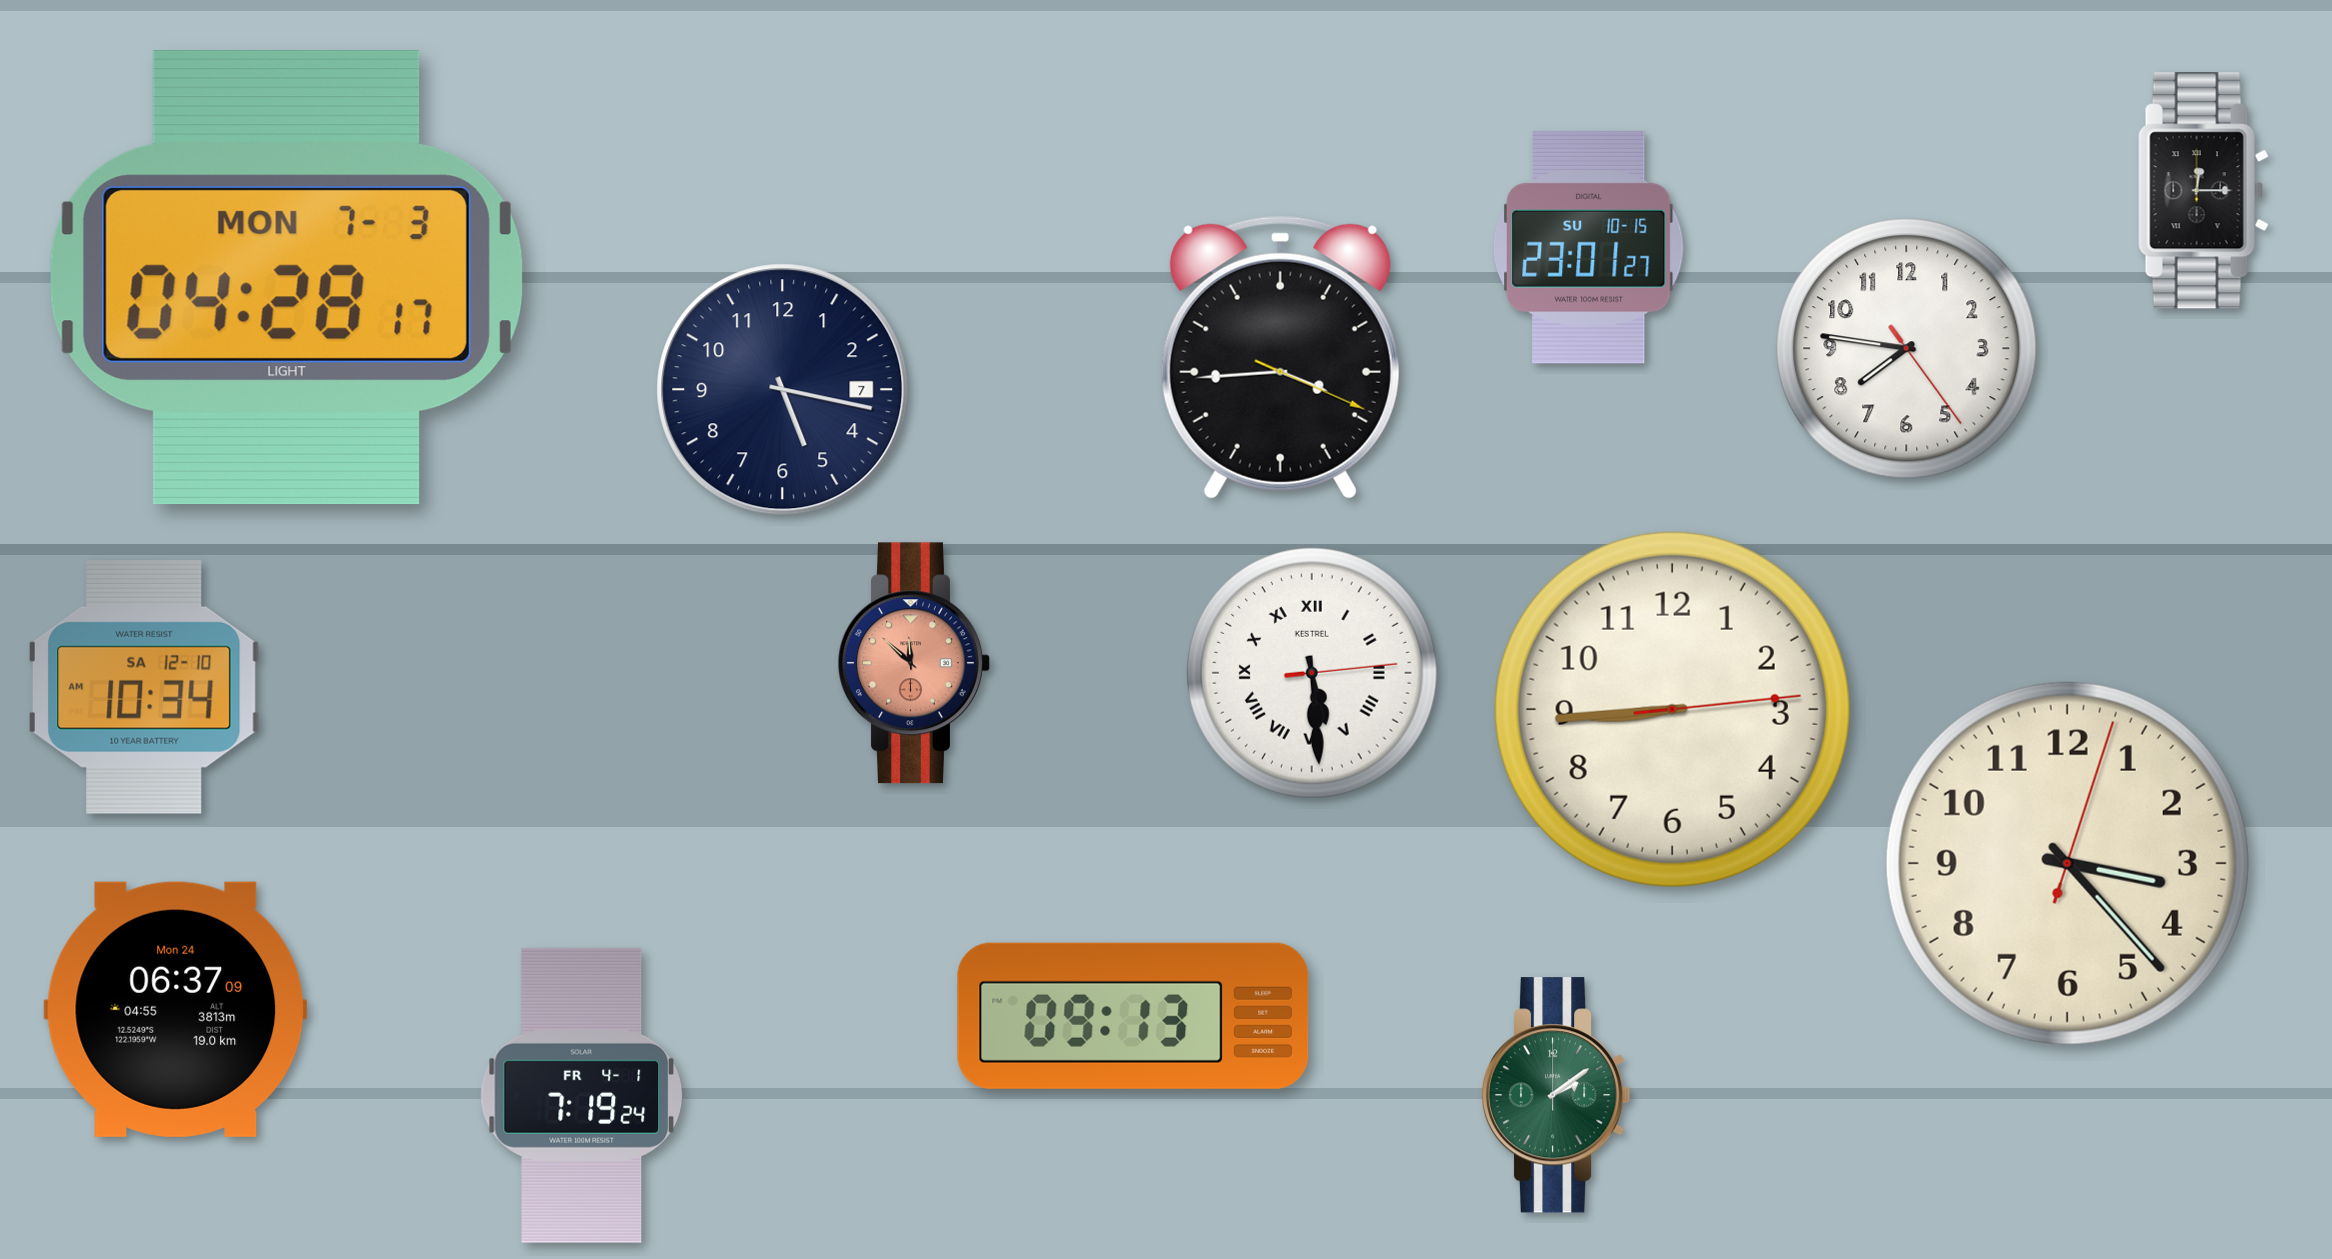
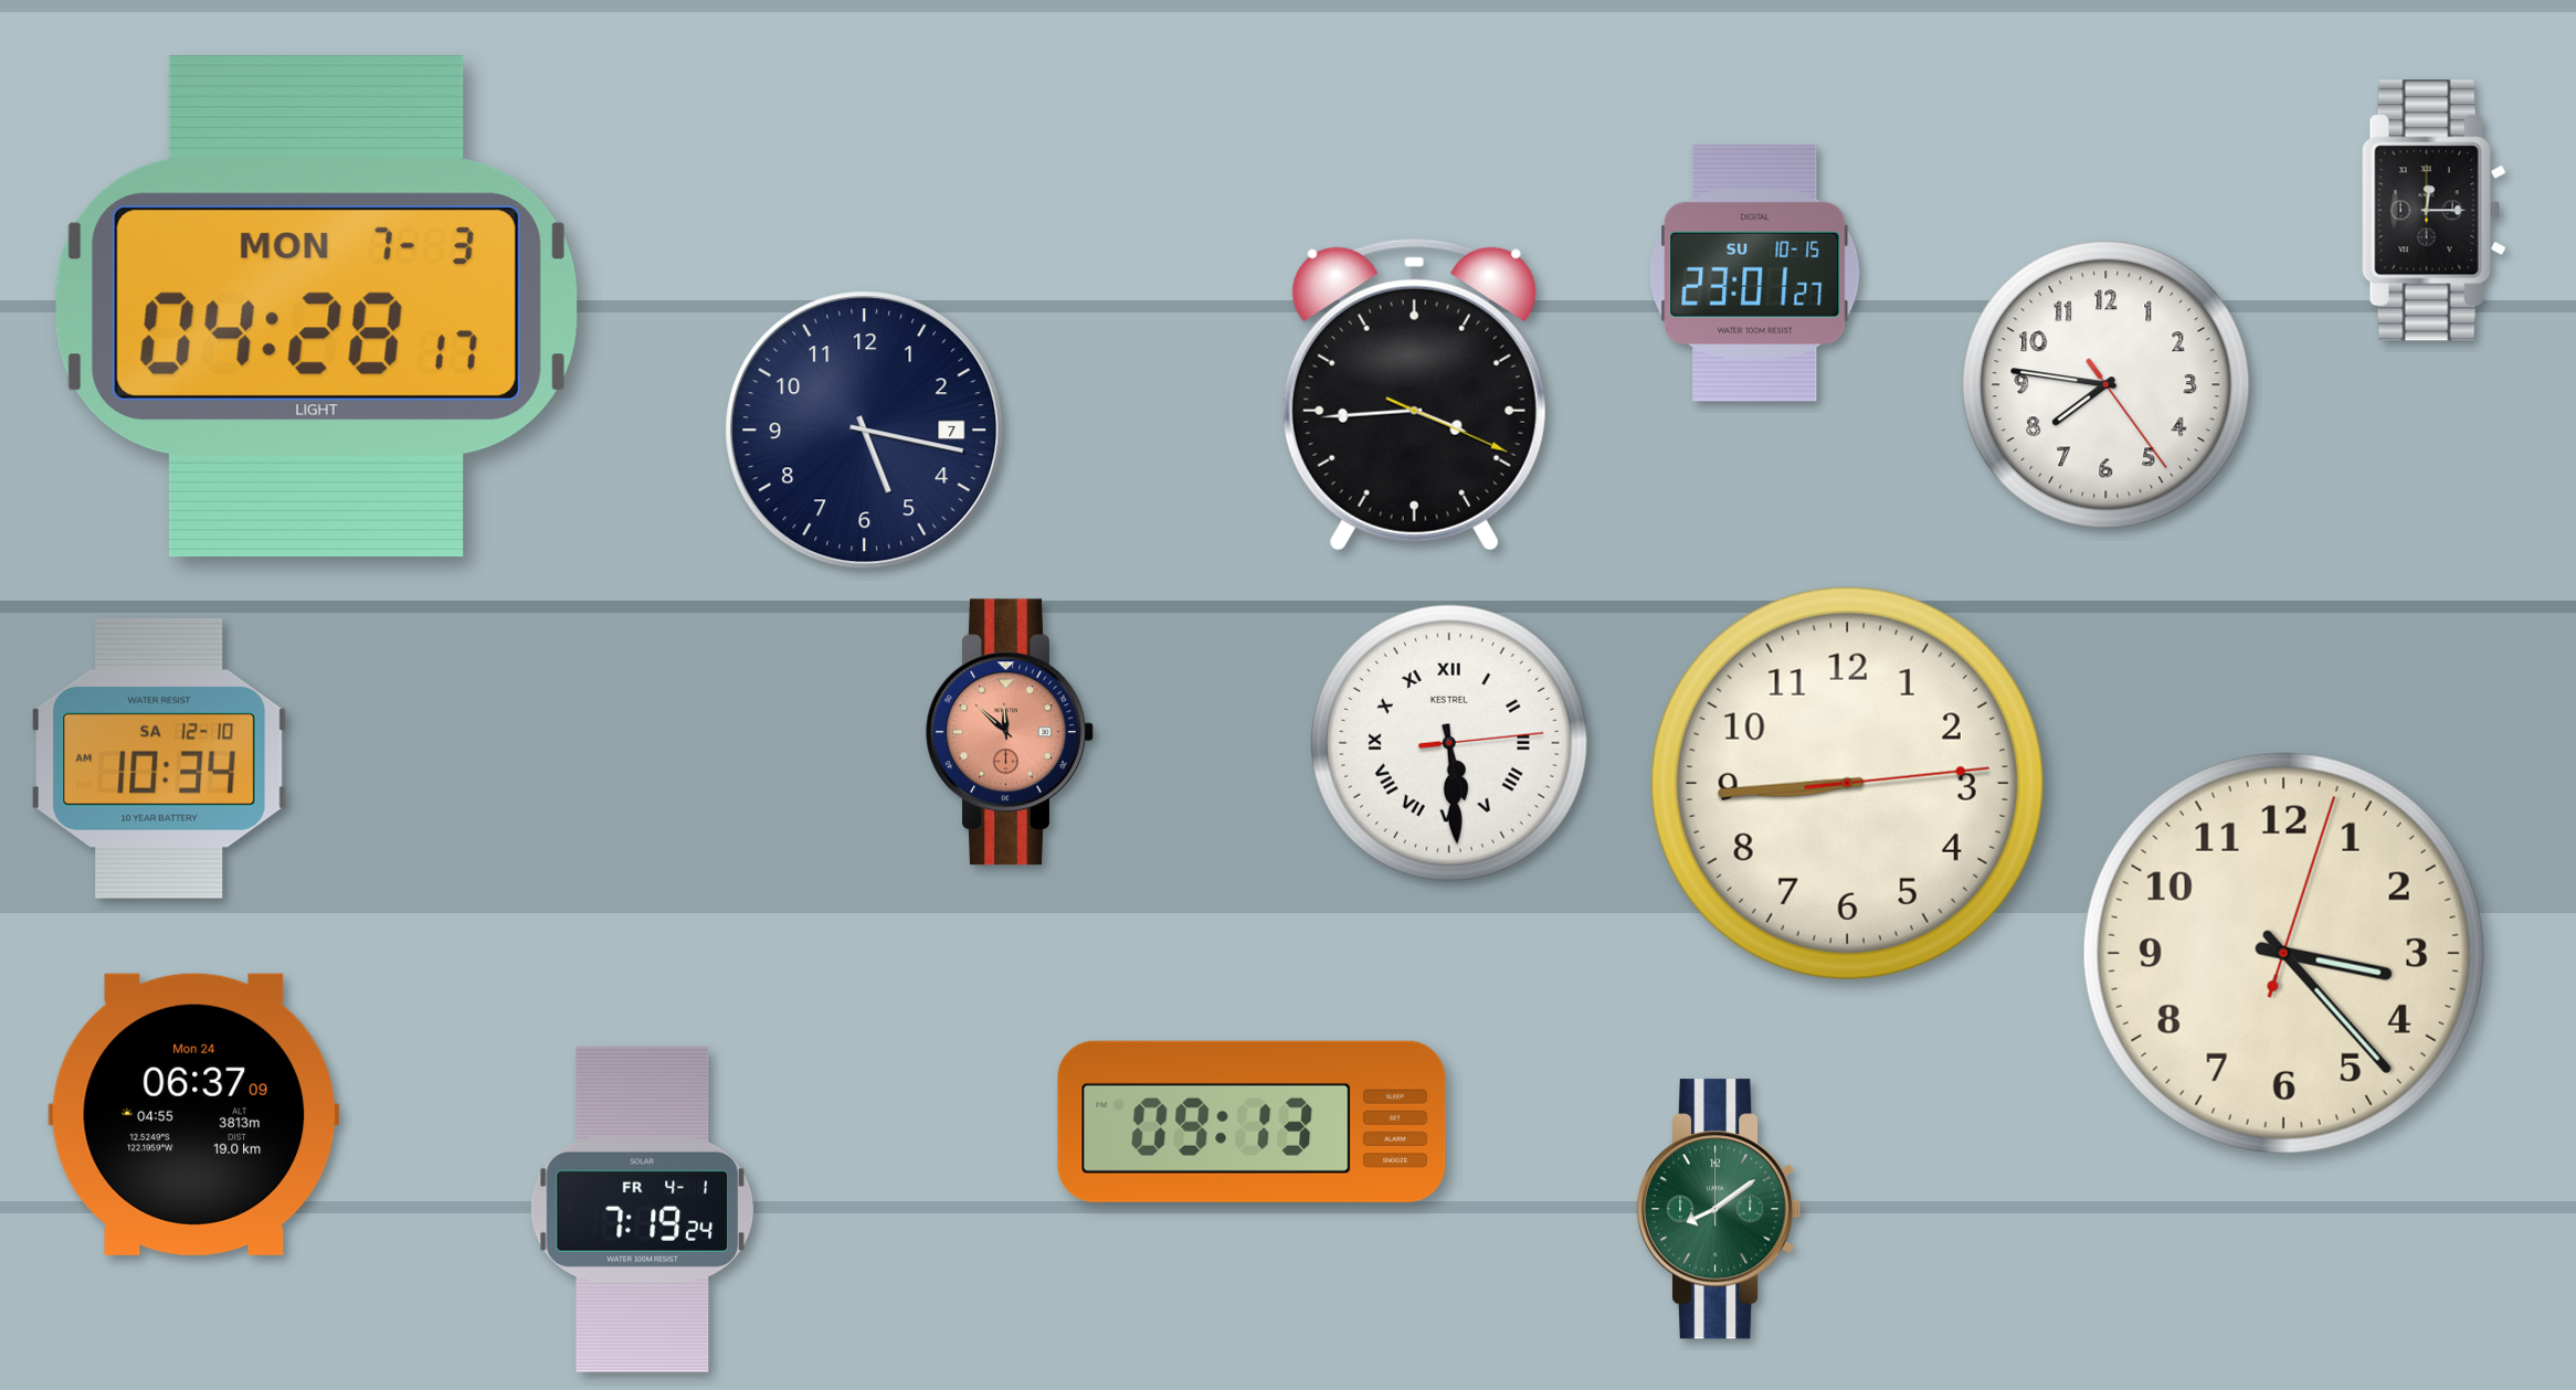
clock at (1556, 1095): 2:09 -> 8:09
